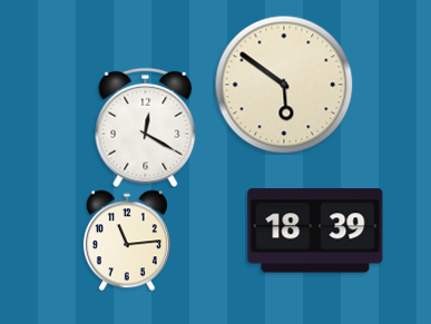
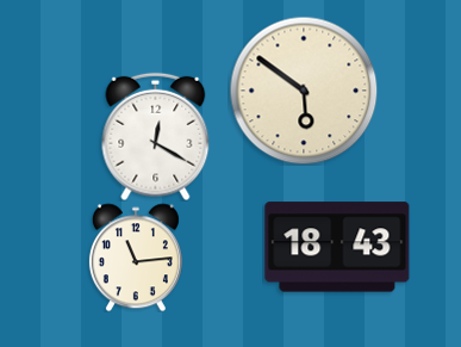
clock at (315, 230): 18:39 -> 18:43
